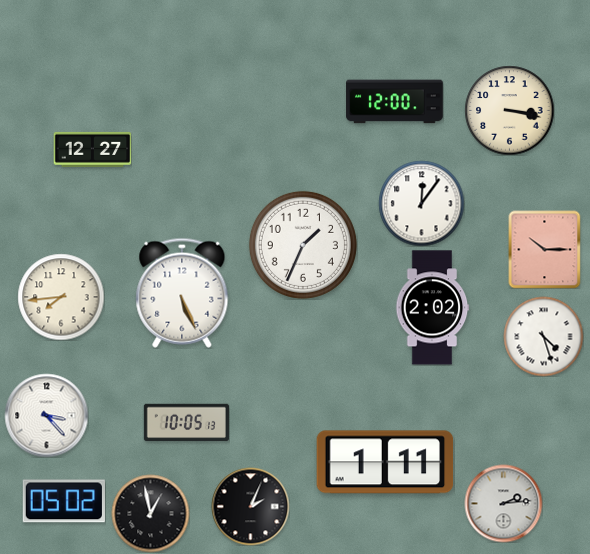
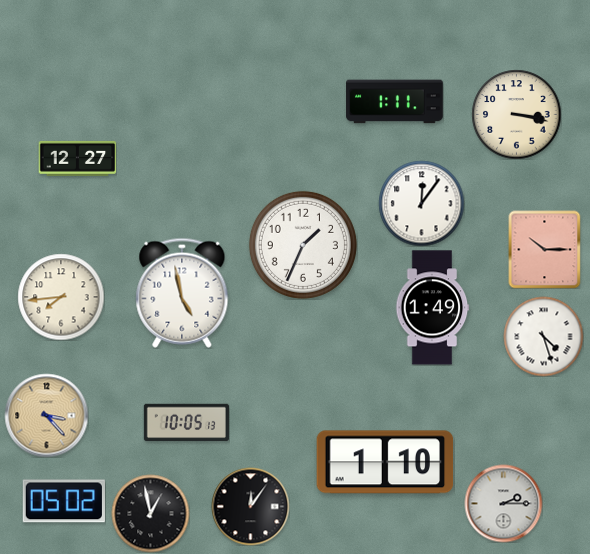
clock at (395, 102): 12:00 -> 1:11
clock at (509, 110) position: (509, 110) -> (516, 114)
clock at (92, 149) position: (92, 149) -> (77, 158)
clock at (182, 293): 5:26 -> 4:58
clock at (432, 308): 2:02 -> 1:49
clock at (46, 415) dial: white -> champagne
clock at (385, 462): 1:11 -> 1:10
clock at (503, 503): 2:14 -> 2:15
clock at (250, 506): 2:04 -> 12:06
